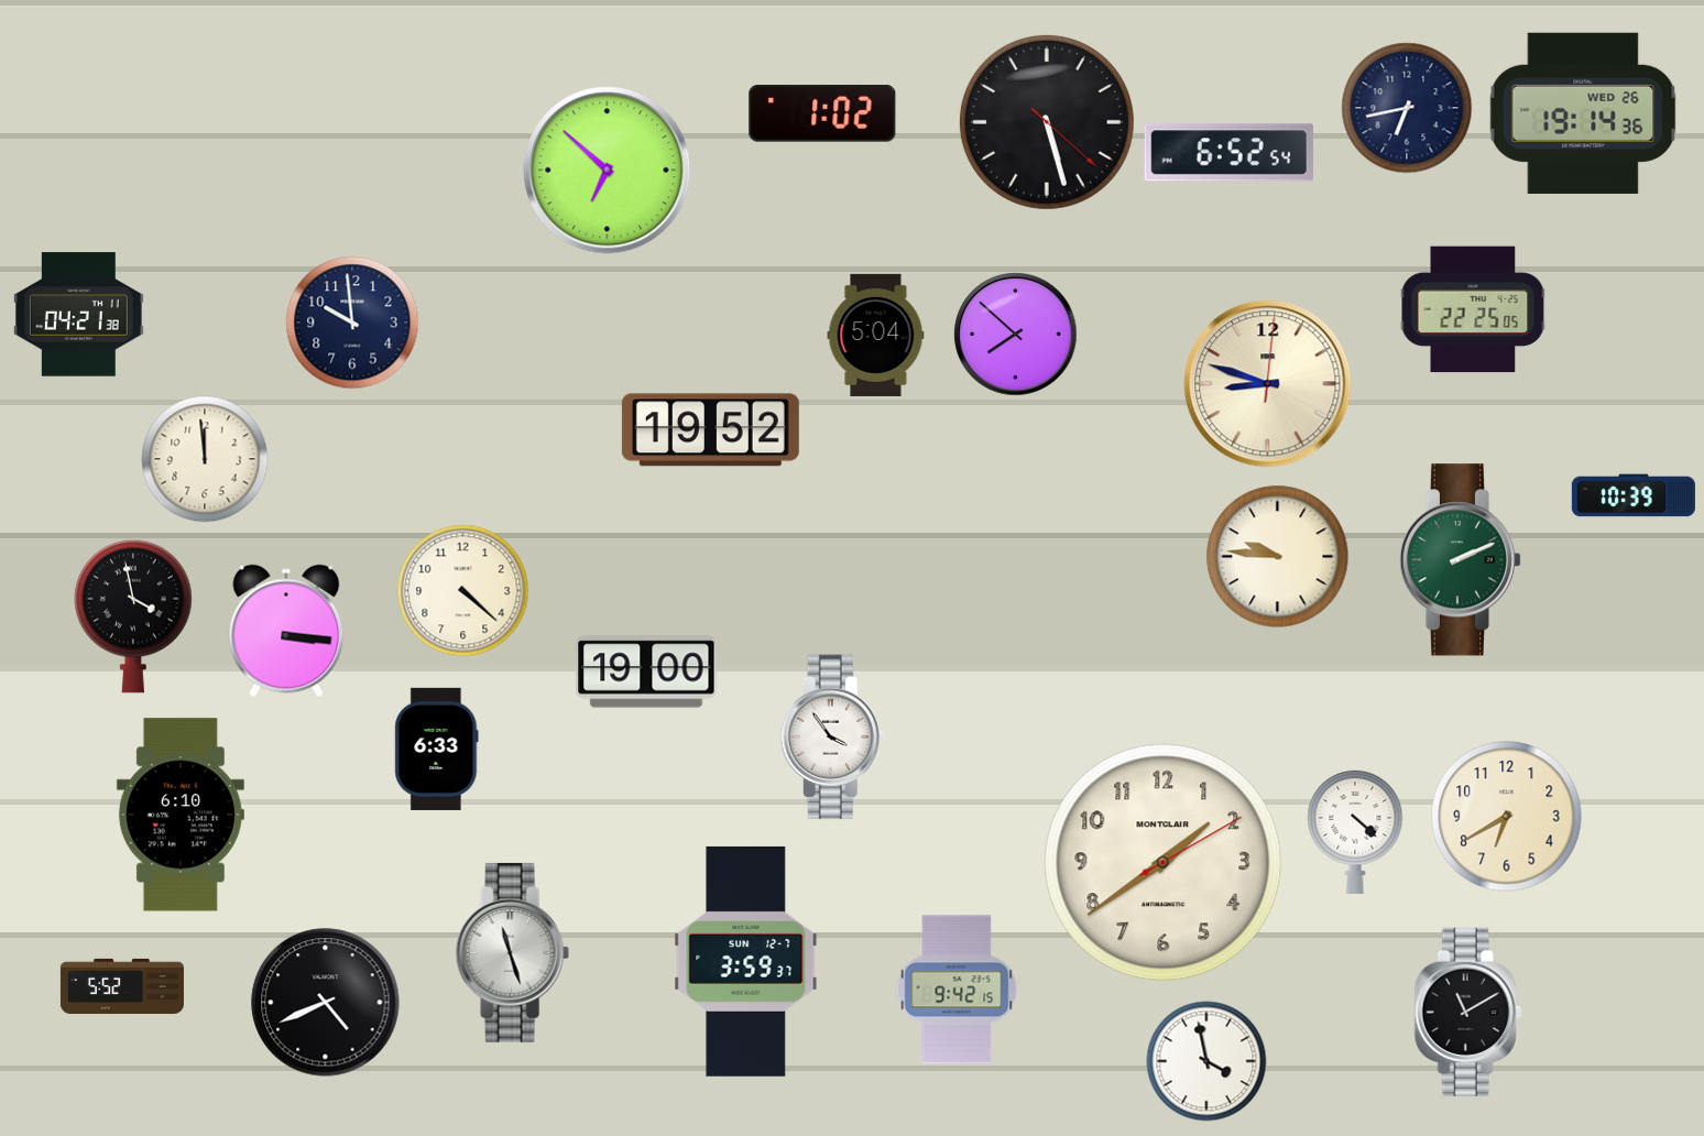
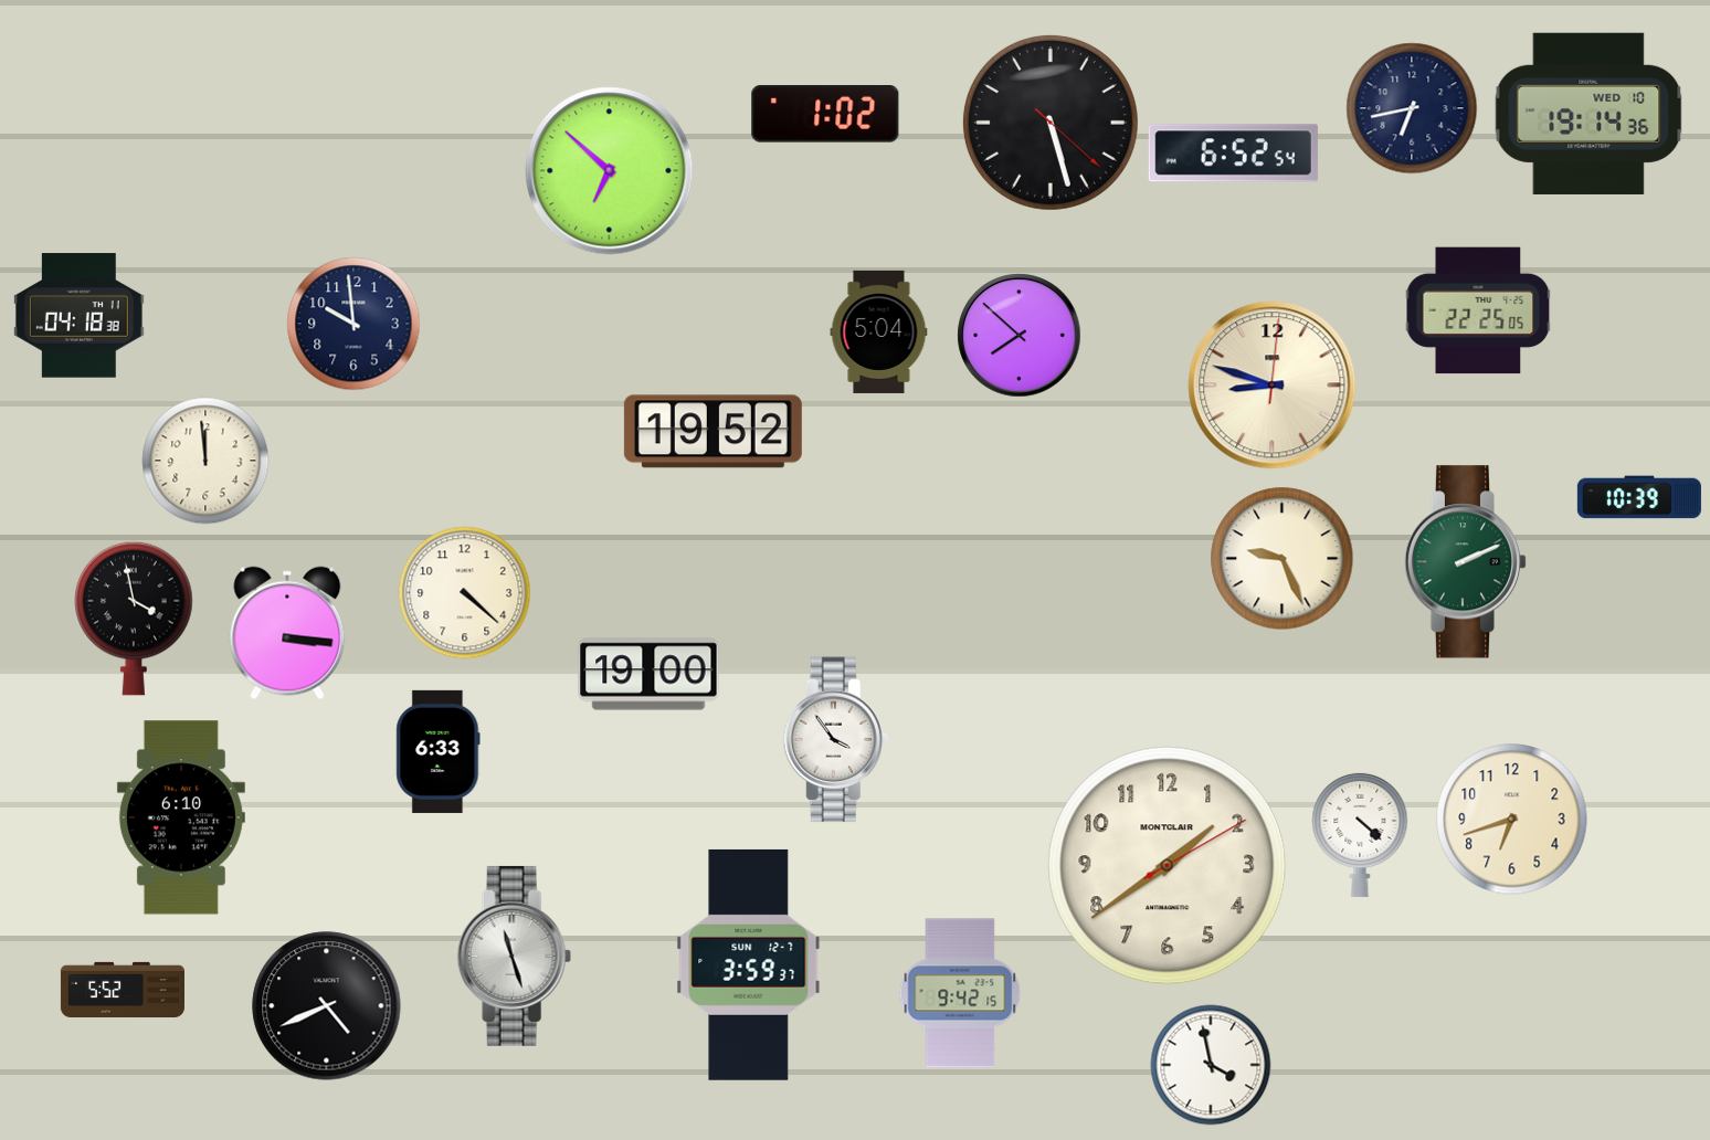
clock at (1583, 113) date: WED 26 -> WED 10
clock at (78, 315): 04:21 -> 04:18
clock at (876, 335) position: (876, 335) -> (879, 331)
clock at (1278, 557): 9:46 -> 9:26
clock at (1507, 817): 6:40 -> 6:42
clock at (1467, 1012): 11:10 -> none
